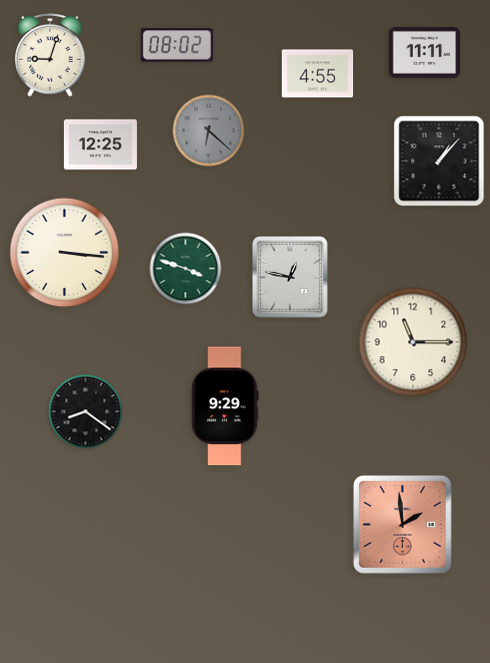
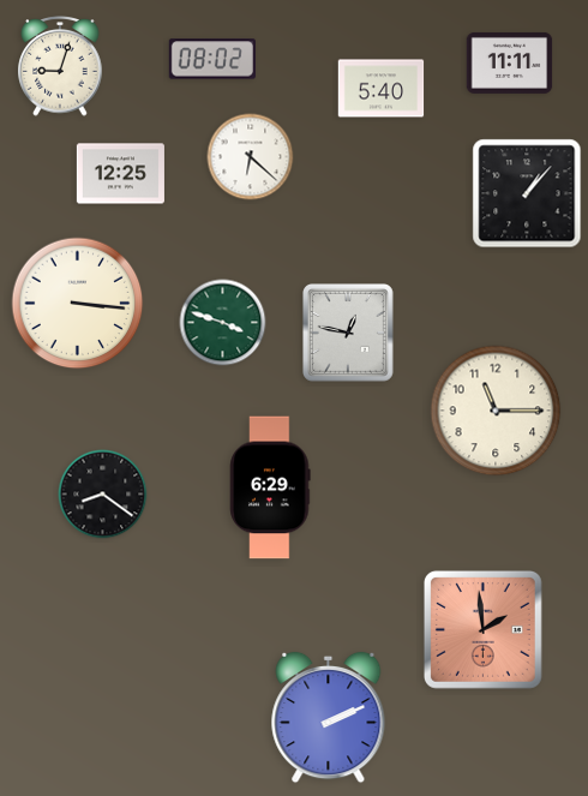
clock at (177, 45) position: (177, 45) -> (212, 59)
clock at (318, 74): 4:55 -> 5:40
clock at (209, 131) dial: grey -> white
clock at (225, 406): 9:29 -> 6:29
clock at (329, 718): none -> 2:11
